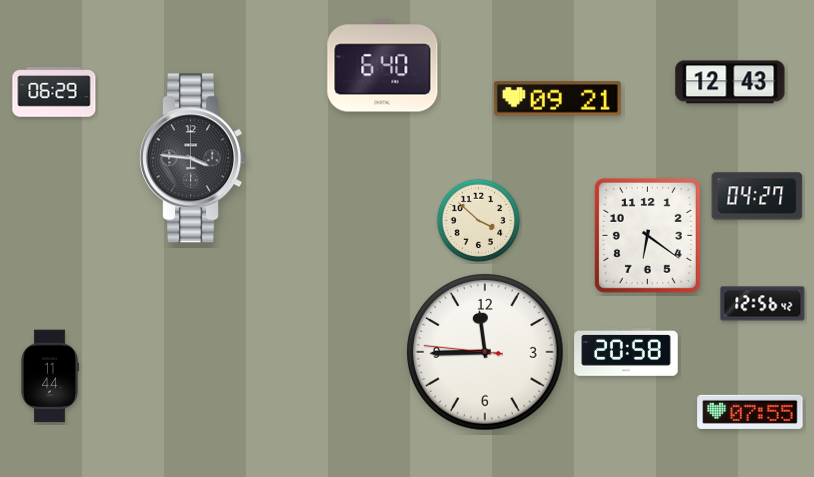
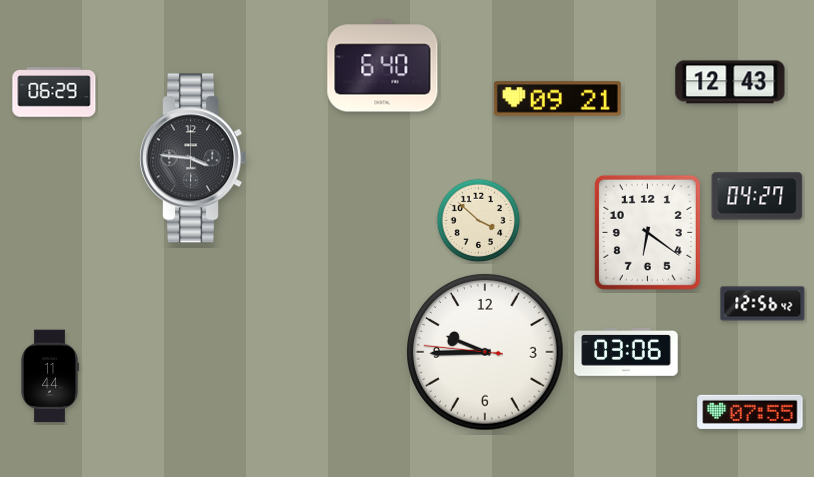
clock at (647, 235) position: (647, 235) -> (647, 232)
clock at (485, 352): 11:44 -> 9:44
clock at (626, 353): 20:58 -> 03:06
